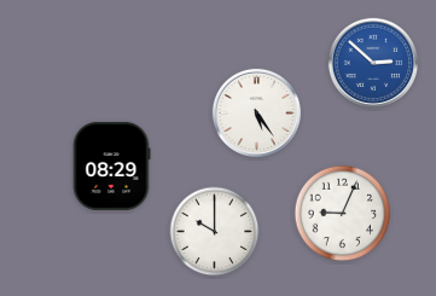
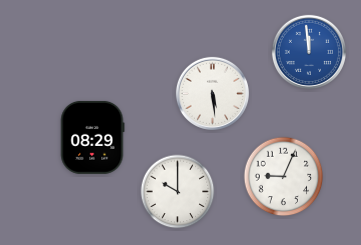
clock at (373, 63): 2:52 -> 11:59
clock at (256, 112): 5:24 -> 5:29
